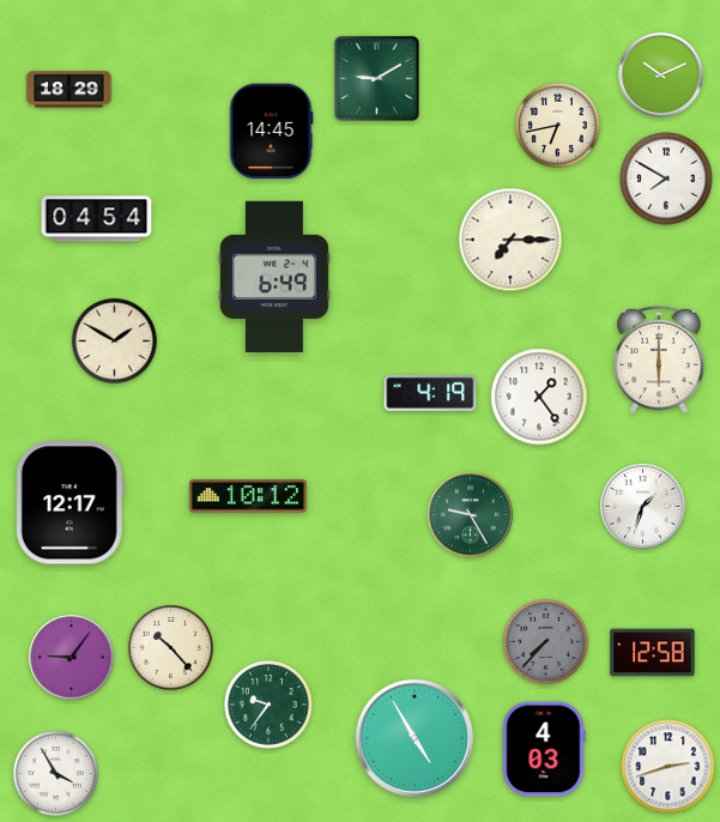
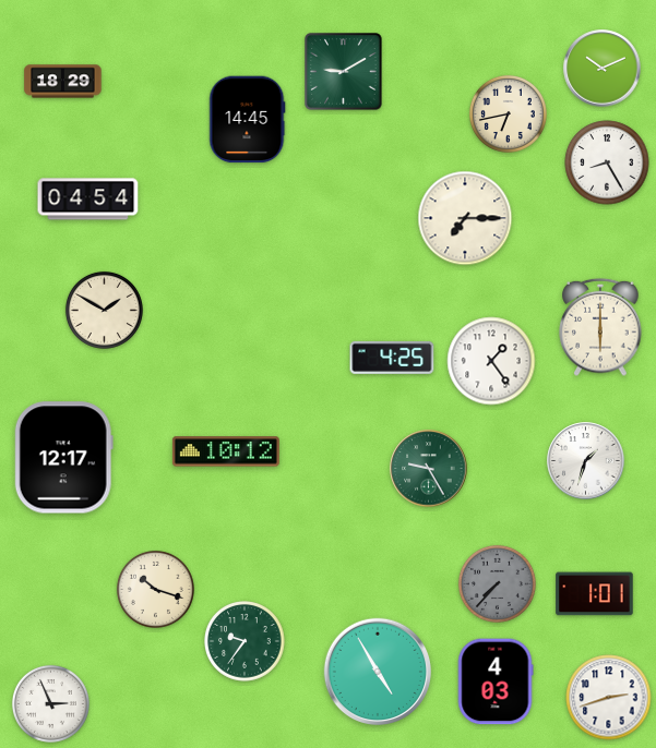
clock at (666, 179): 7:50 -> 8:25
clock at (274, 277): 6:49 -> none
clock at (430, 393): 4:19 -> 4:25
clock at (170, 647): 10:23 -> 10:18
clock at (653, 653): 12:58 -> 1:01
clock at (72, 658): 9:06 -> none
clock at (55, 773): 3:55 -> 2:56
